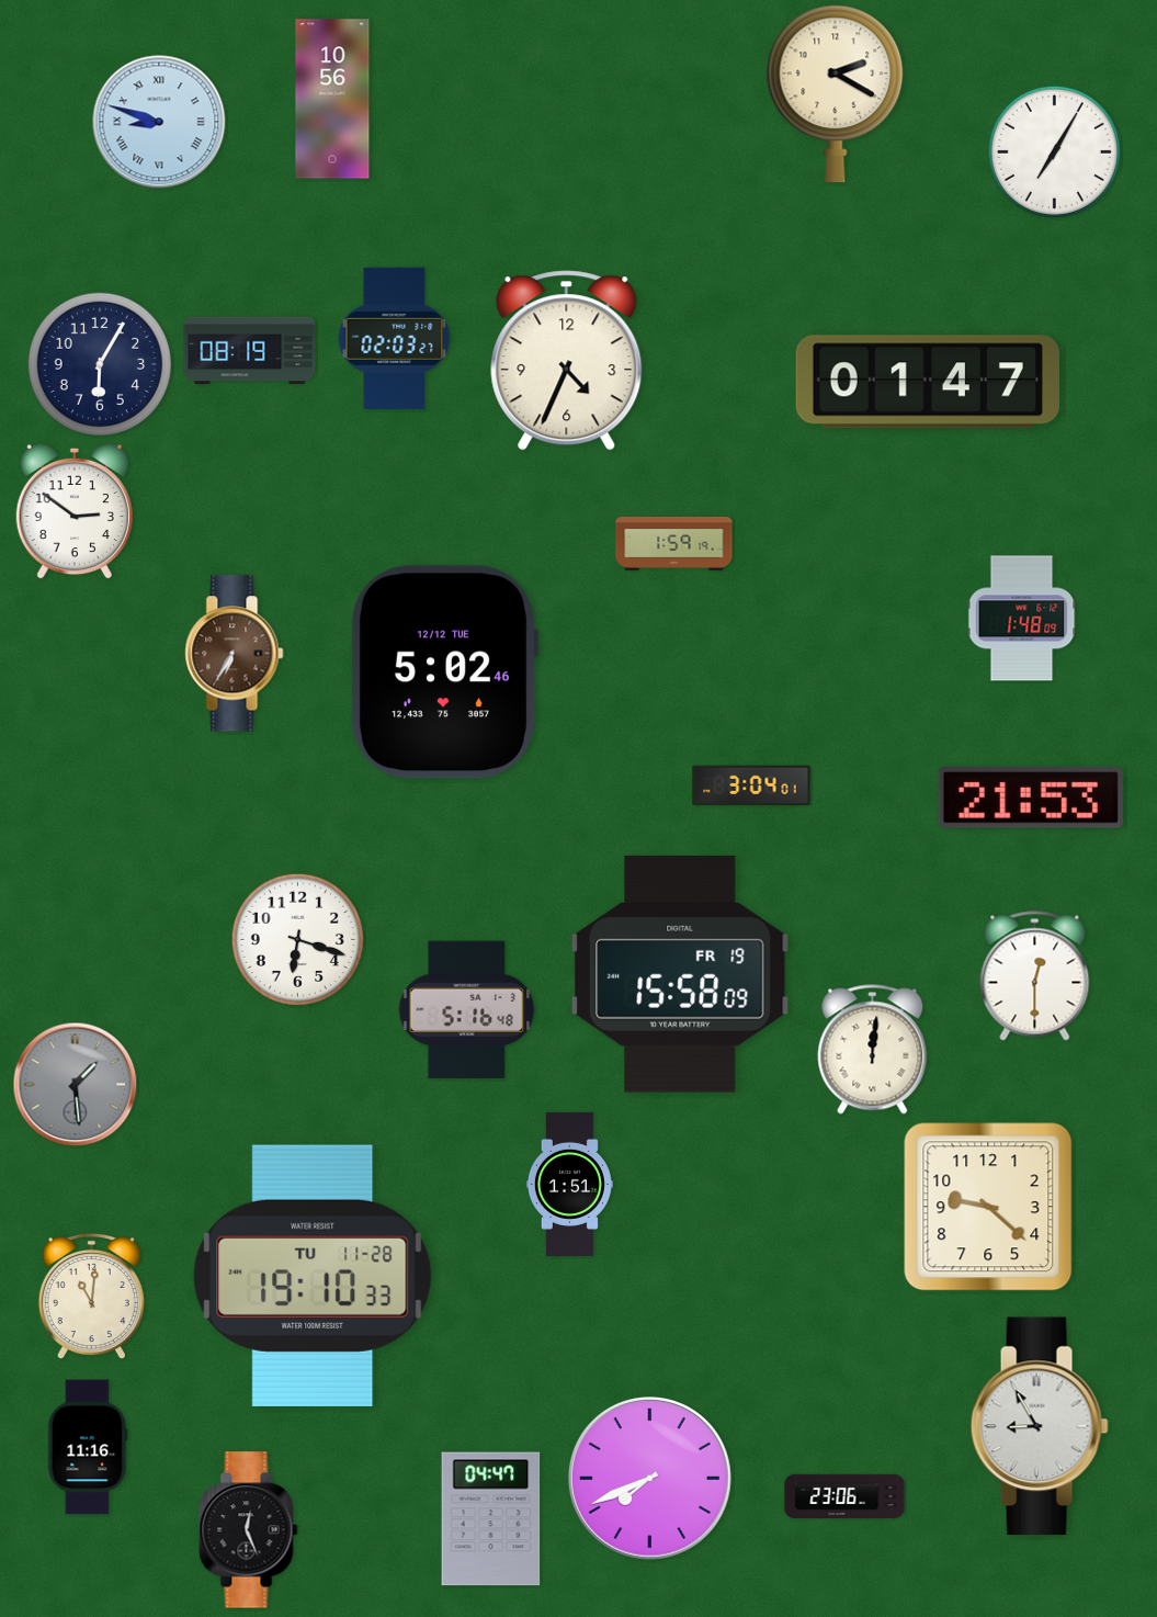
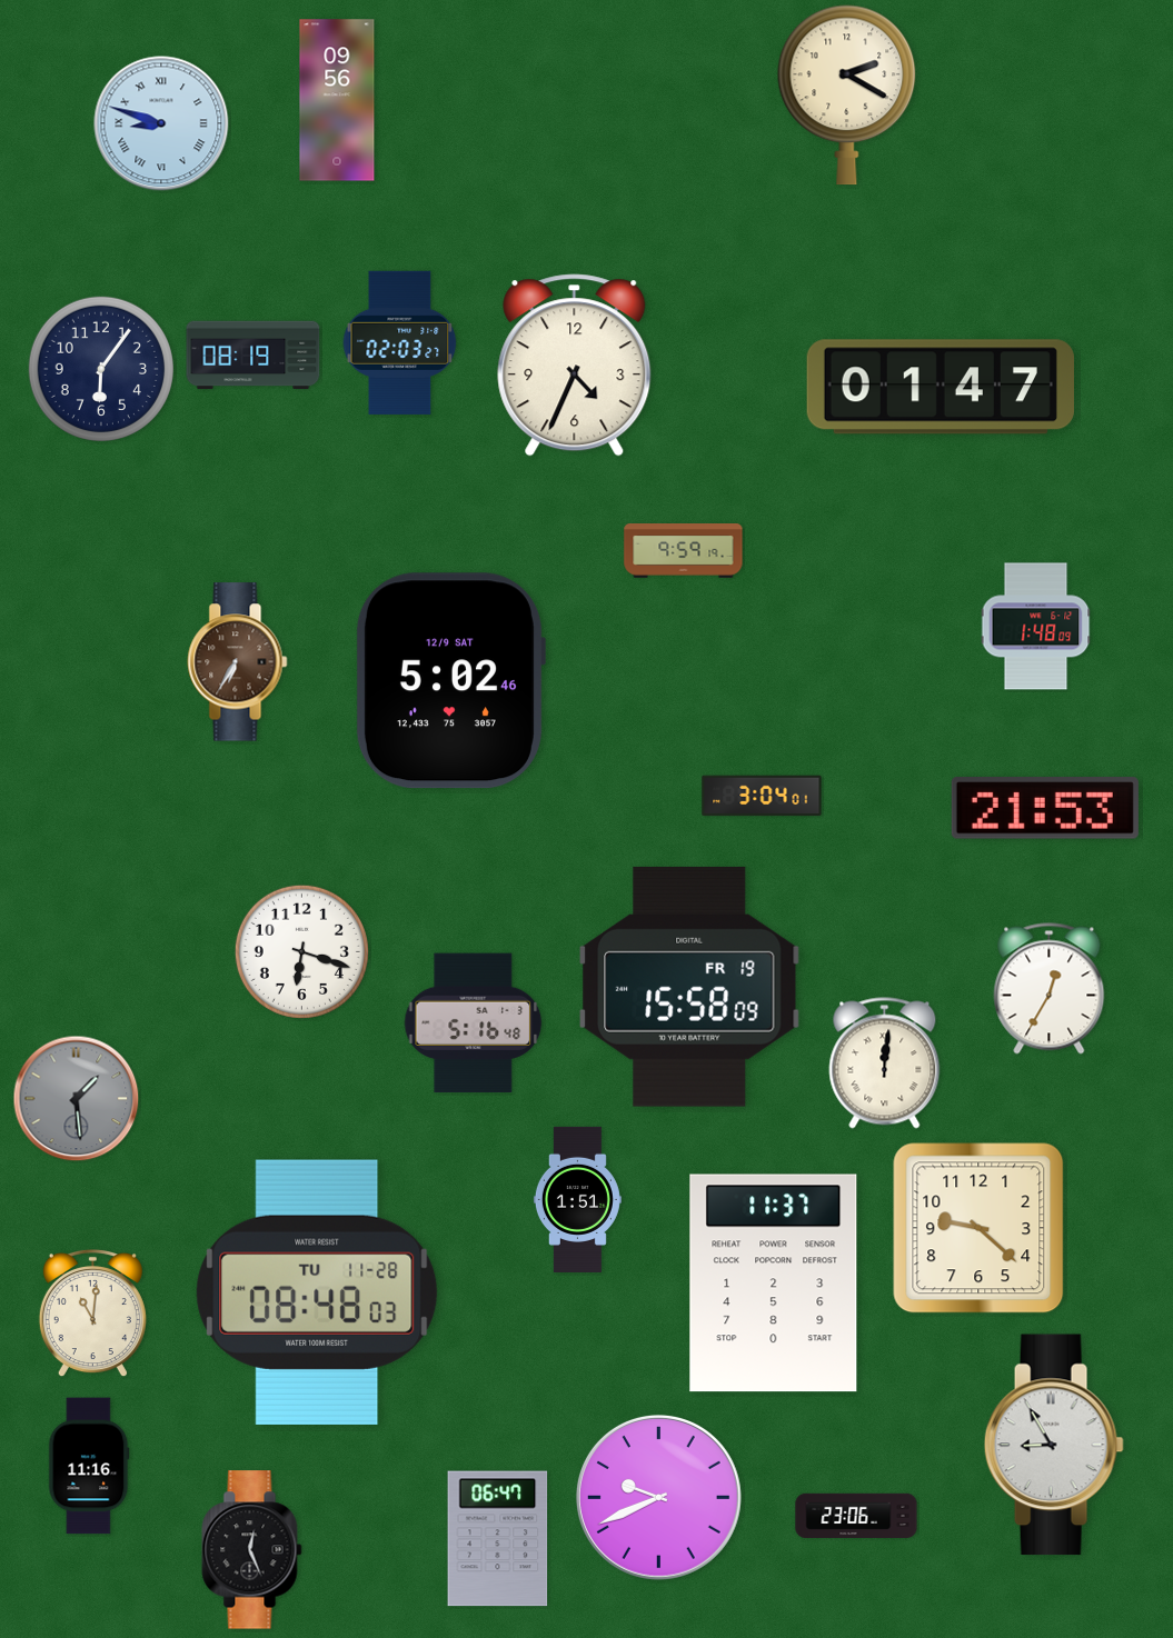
clock at (332, 99): 10:56 -> 09:56
clock at (1054, 151): 7:05 -> none
clock at (100, 364): 6:05 -> 6:06
clock at (73, 511): 2:51 -> none
clock at (674, 544): 1:59 -> 9:59
clock at (444, 672) date: 12/12 TUE -> 12/9 SAT
clock at (1035, 976): 12:30 -> 12:35
clock at (988, 1207) position: (988, 1207) -> (978, 1228)
clock at (774, 1284): none -> 11:37
clock at (313, 1276): 19:10 -> 08:48
clock at (649, 1478): 7:41 -> 9:41
clock at (491, 1519): 04:47 -> 06:47
